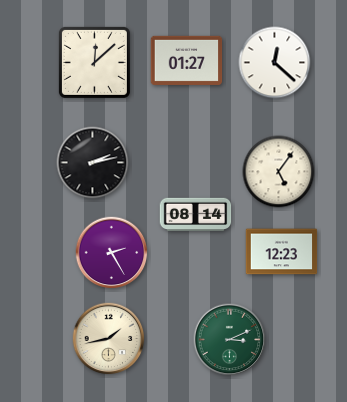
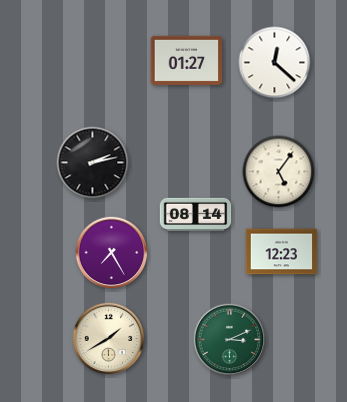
clock at (94, 62): 12:08 -> none
clock at (112, 253): 2:25 -> 7:25
clock at (109, 339): 1:43 -> 1:40
